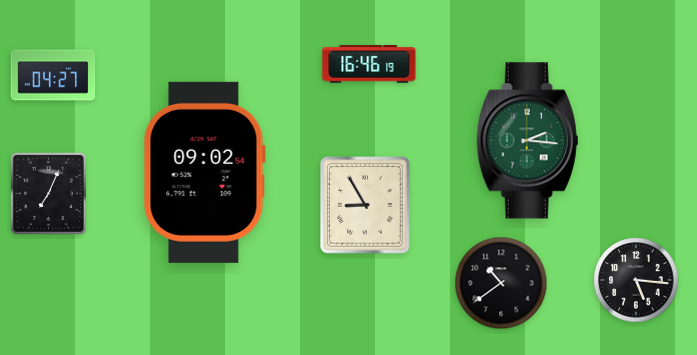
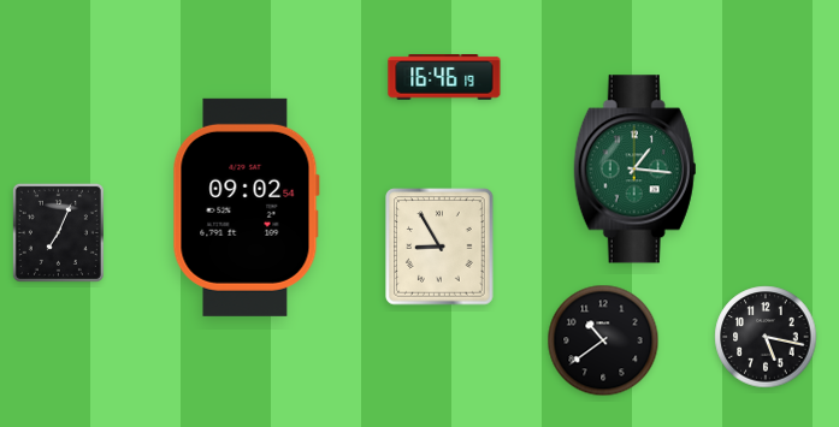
clock at (53, 75): 04:27 -> none
clock at (528, 141): 2:16 -> 1:16
clock at (636, 280): 5:16 -> 5:17
